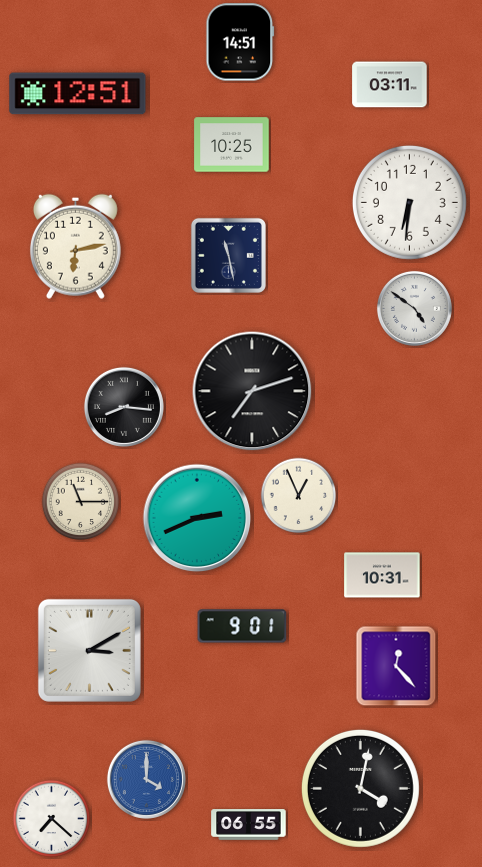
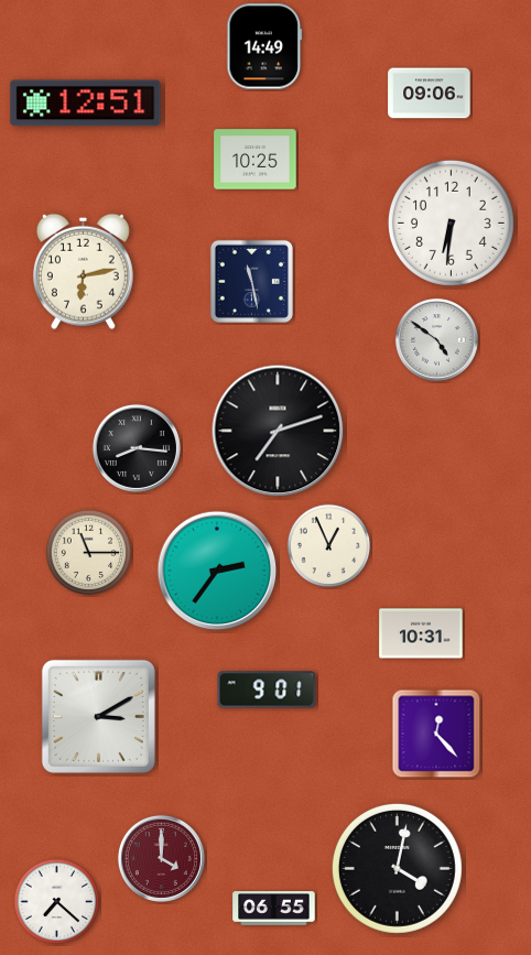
clock at (240, 42): 14:51 -> 14:49
clock at (390, 85): 03:11 -> 09:06
clock at (414, 308) position: (414, 308) -> (436, 339)
clock at (197, 518): 2:41 -> 2:36
clock at (146, 779) dial: blue -> burgundy
